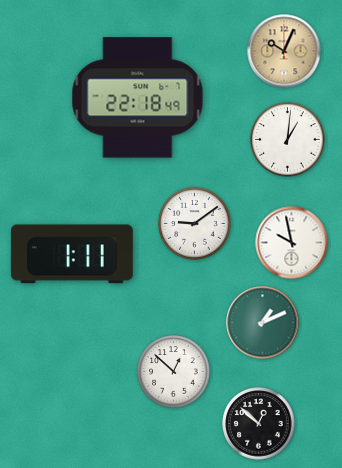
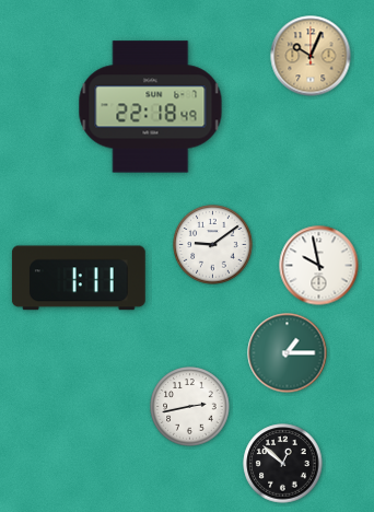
clock at (288, 140): 1:01 -> none
clock at (263, 323): 1:11 -> 1:15
clock at (174, 372): 12:52 -> 2:43
